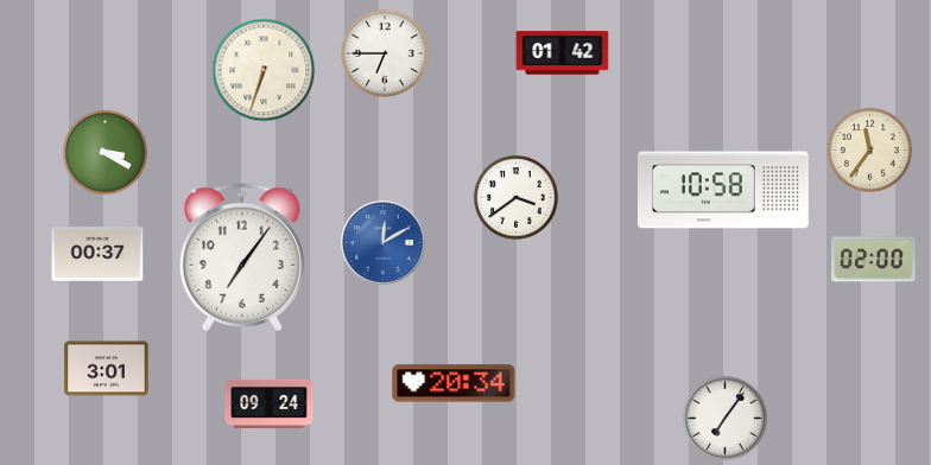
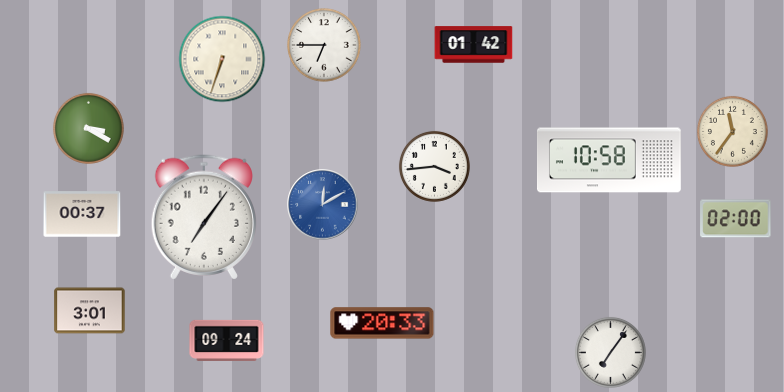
clock at (869, 149) position: (869, 149) -> (732, 131)
clock at (515, 197): 3:39 -> 3:44
clock at (454, 383): 20:34 -> 20:33
